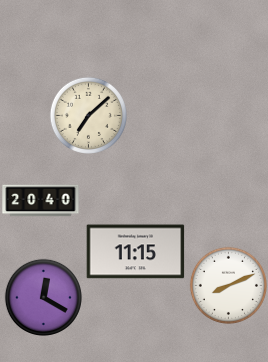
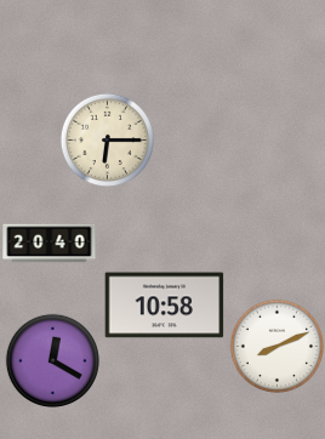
clock at (88, 115): 7:08 -> 6:15
clock at (136, 252): 11:15 -> 10:58
